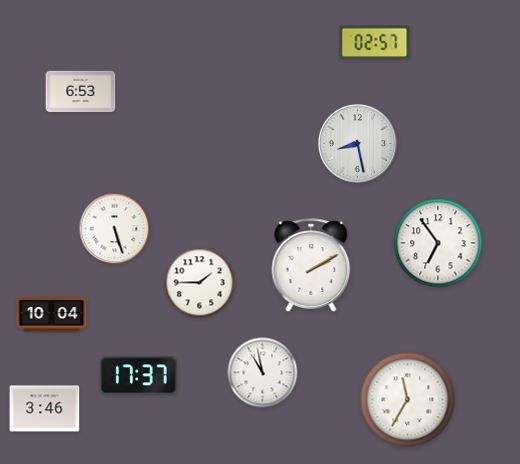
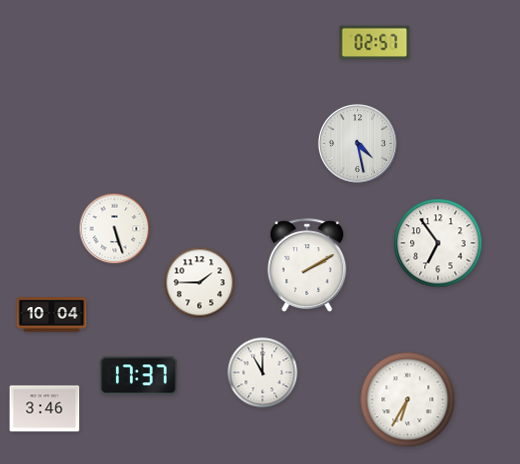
clock at (81, 92): 6:53 -> none
clock at (357, 143): 8:28 -> 4:28
clock at (311, 265) position: (311, 265) -> (307, 265)
clock at (263, 373): 10:58 -> 11:00
clock at (408, 400): 11:35 -> 6:35
